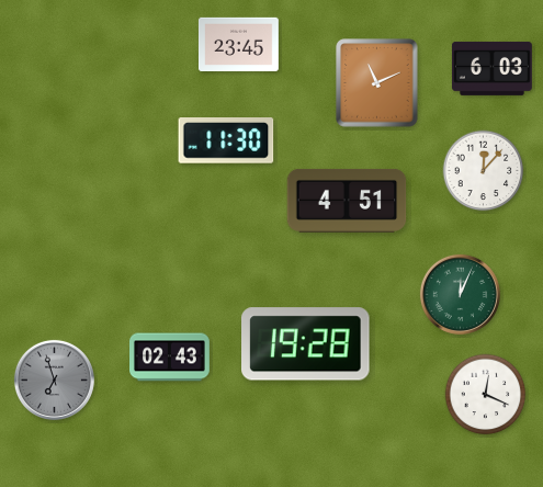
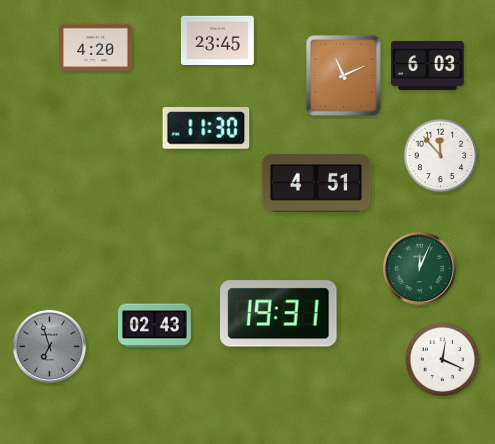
clock at (96, 47): none -> 4:20
clock at (491, 68) position: (491, 68) -> (427, 65)
clock at (484, 171): 12:07 -> 11:53
clock at (306, 344): 19:28 -> 19:31
